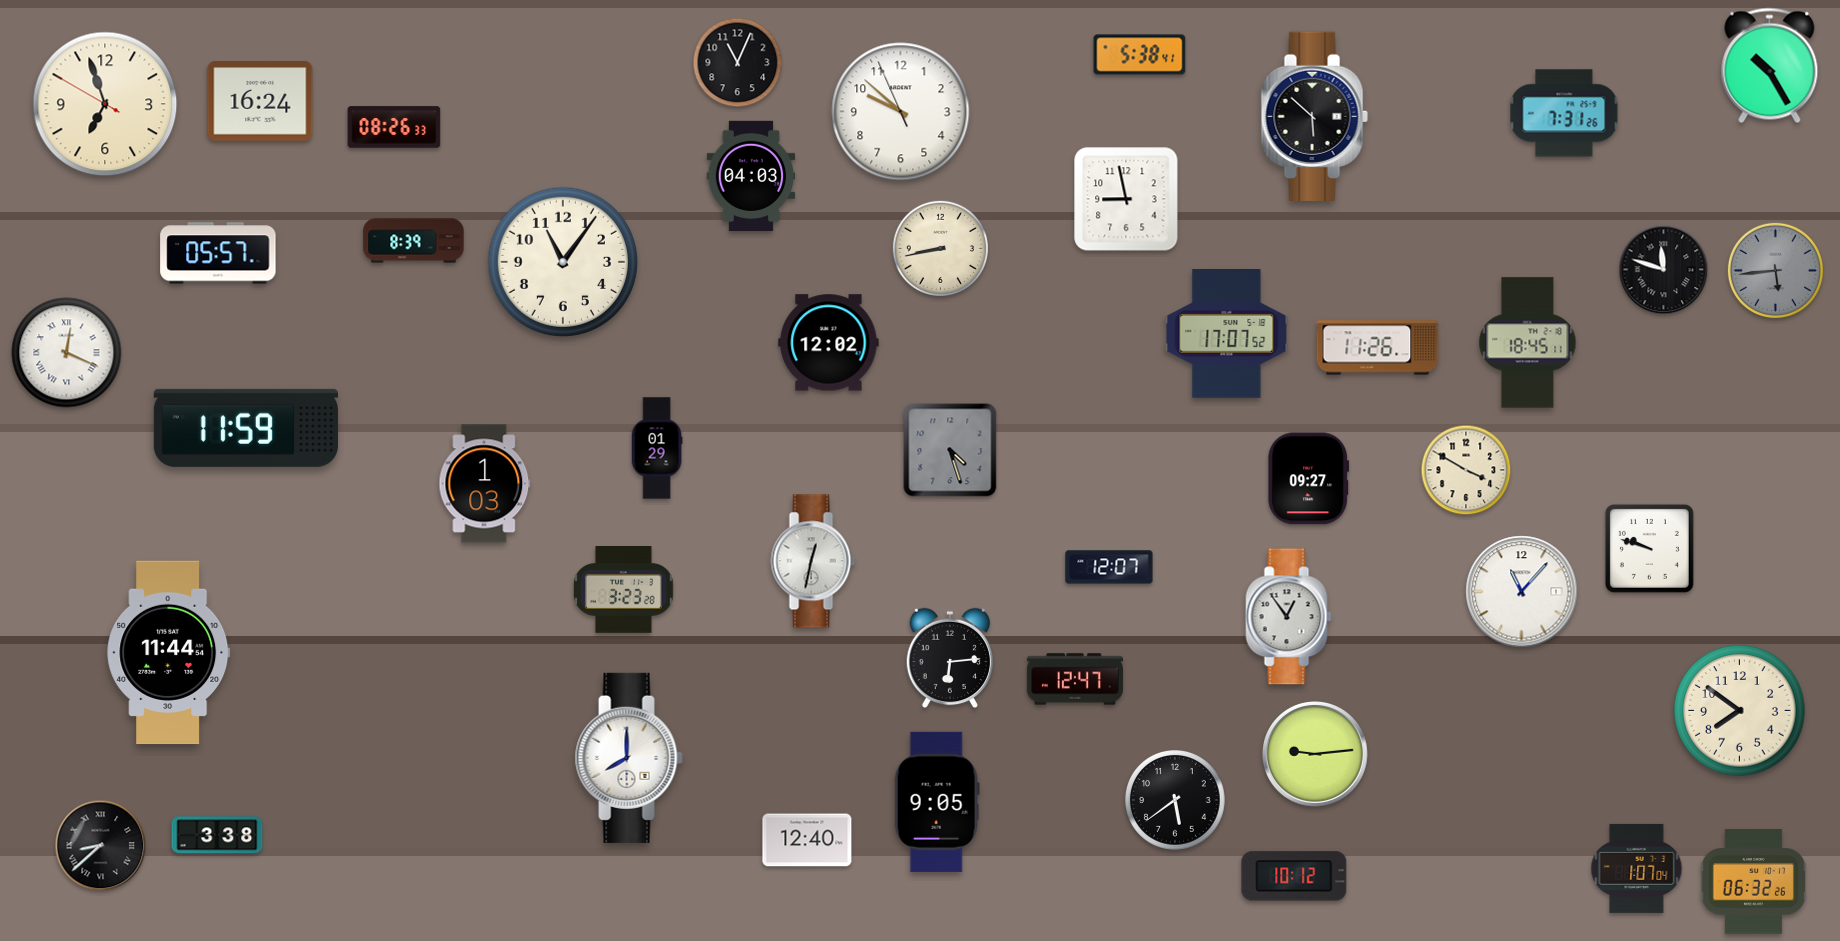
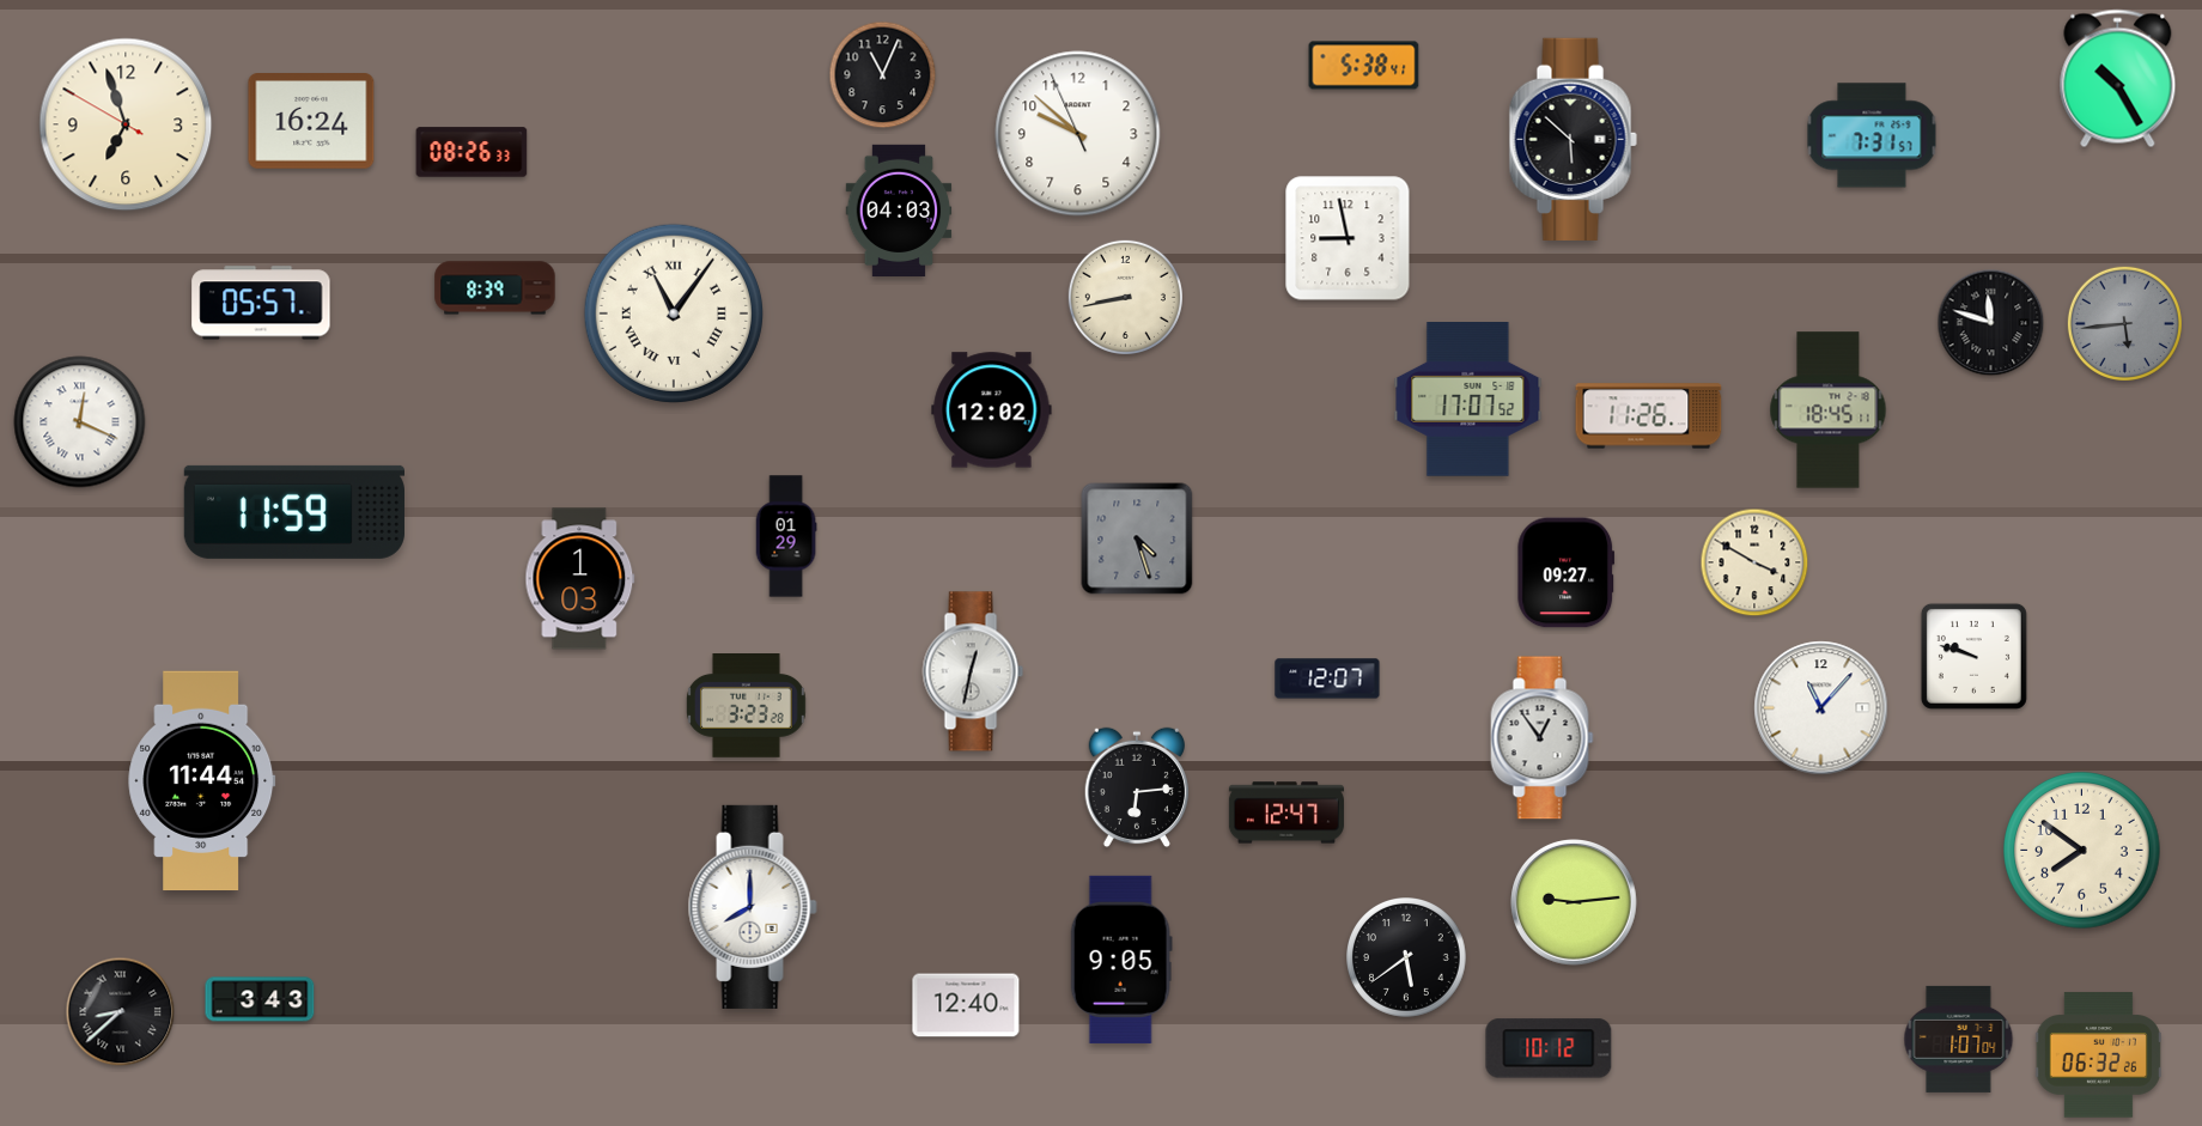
clock at (1564, 113): 7:31:26 -> 7:31:57
clock at (563, 262) numerals: Arabic -> Roman
clock at (217, 835): 3:38 -> 3:43
